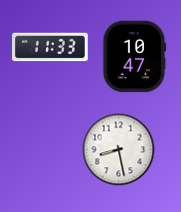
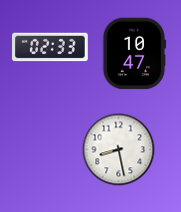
clock at (51, 47): 11:33 -> 02:33
clock at (134, 57) position: (134, 57) -> (134, 54)
